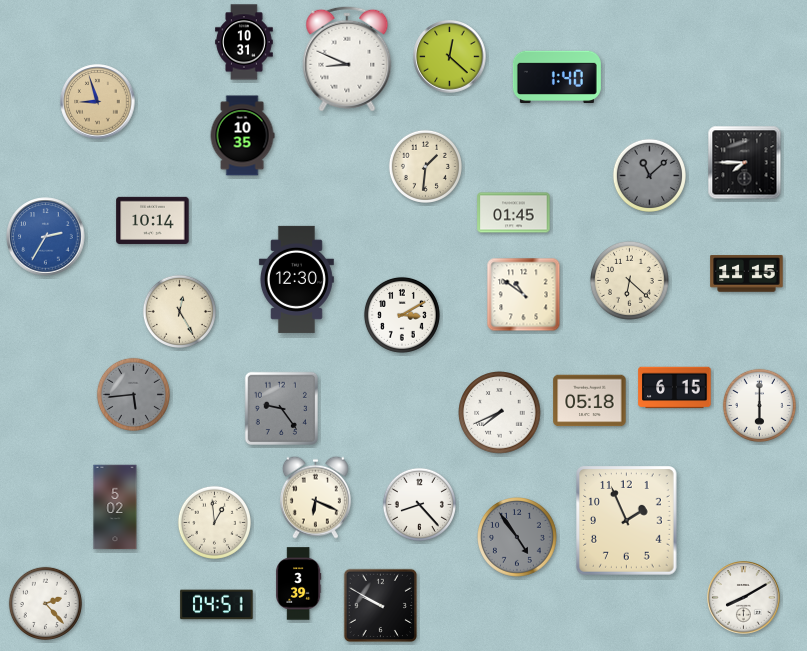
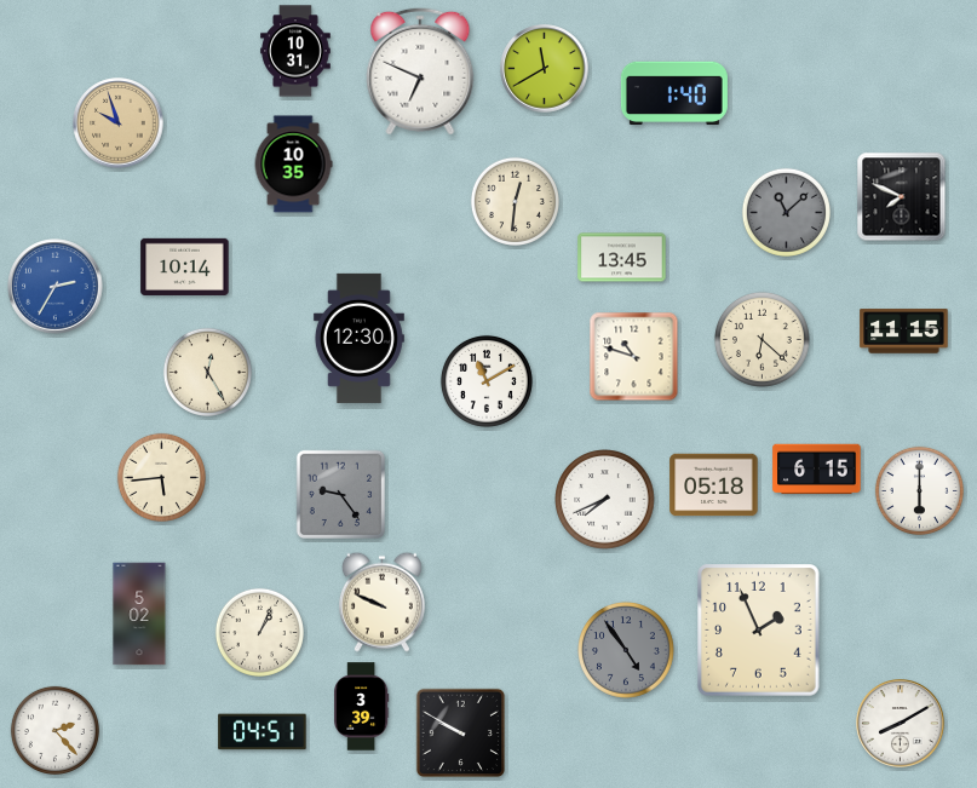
clock at (450, 57): 12:22 -> 11:40
clock at (347, 59): 8:49 -> 6:49
clock at (98, 102): 8:57 -> 9:57
clock at (745, 163): 7:45 -> 7:49
clock at (425, 166): 1:31 -> 12:31
clock at (514, 213): 01:45 -> 13:45
clock at (524, 295): 10:51 -> 10:48
clock at (179, 311) position: (179, 311) -> (207, 372)
clock at (402, 315): 3:10 -> 11:10
clock at (133, 394) dial: grey -> cream
clock at (315, 497): 6:19 -> 9:49
clock at (419, 504): 8:23 -> none
clock at (214, 522): 12:59 -> 1:04
